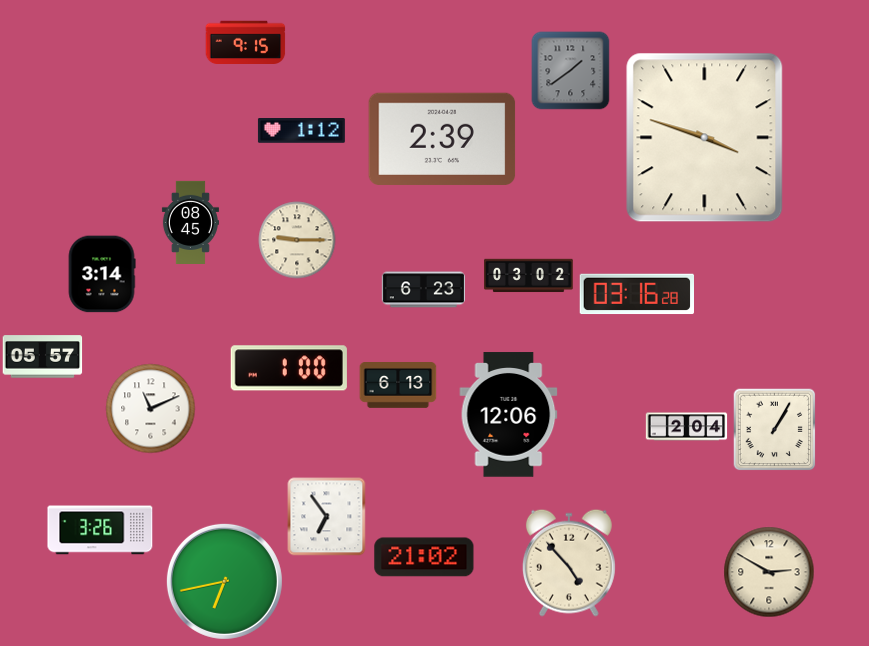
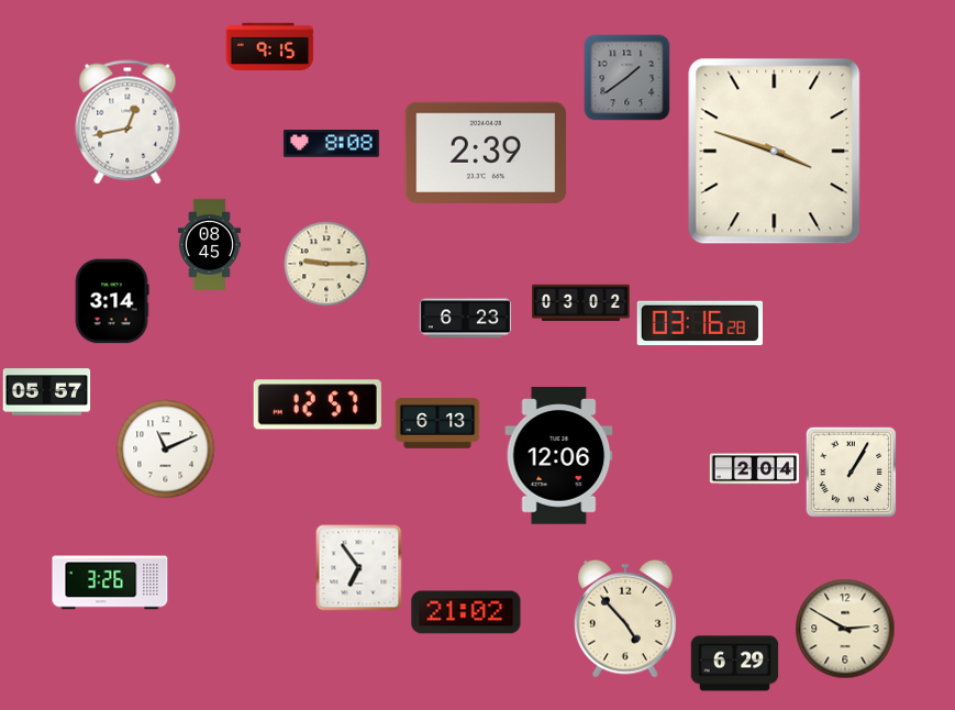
clock at (127, 122): none -> 12:43
clock at (301, 131): 1:12 -> 8:08
clock at (289, 368): 1:00 -> 12:57
clock at (224, 581): 6:43 -> none
clock at (735, 664): none -> 6:29
